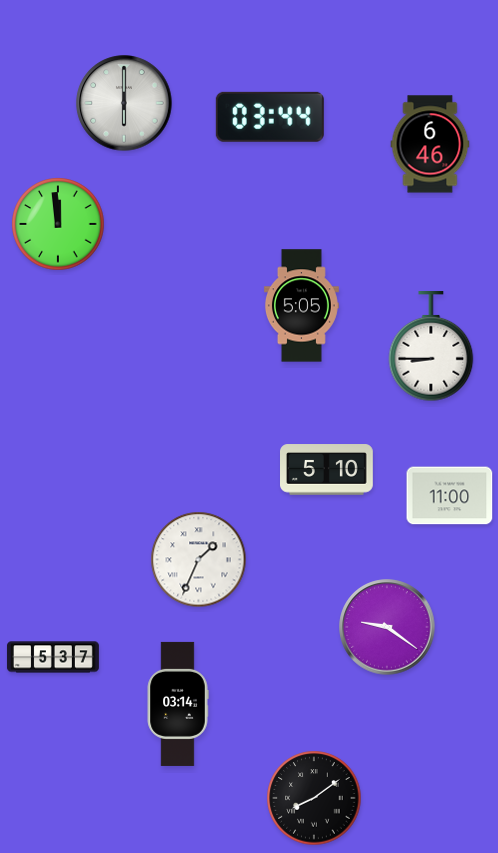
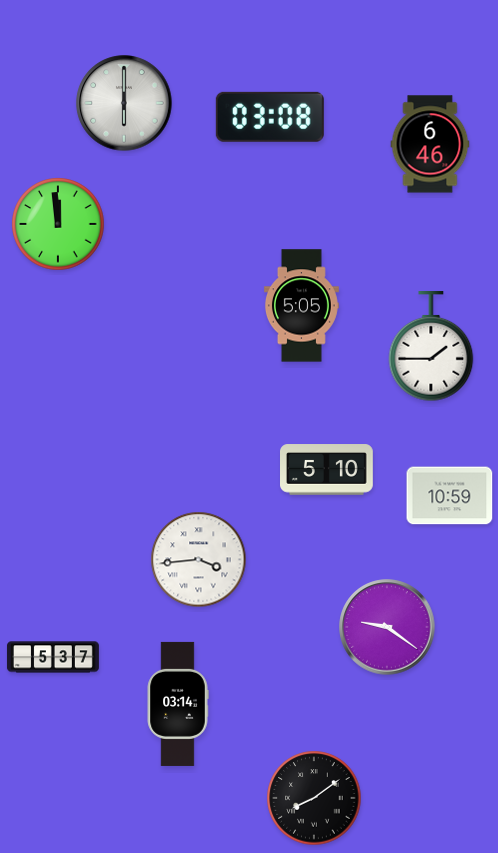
clock at (270, 117): 03:44 -> 03:08
clock at (431, 347): 8:45 -> 1:45
clock at (450, 496): 11:00 -> 10:59
clock at (199, 560): 1:34 -> 3:44
